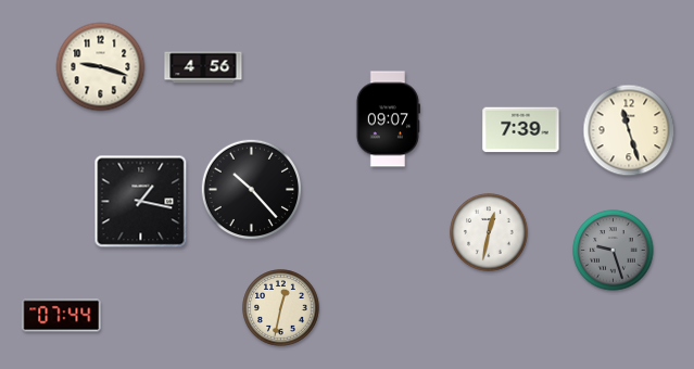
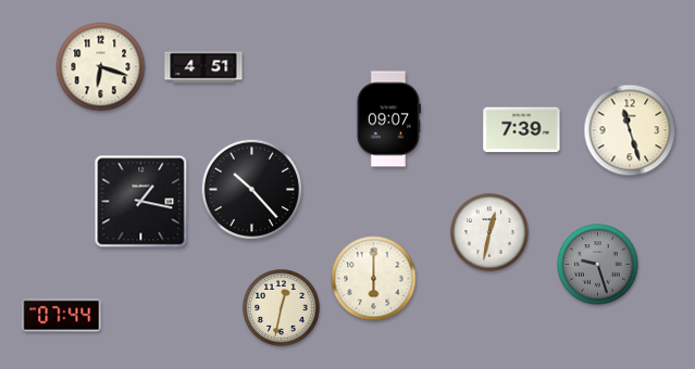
clock at (101, 67): 9:18 -> 6:18
clock at (203, 67): 4:56 -> 4:51
clock at (614, 251) position: (614, 251) -> (598, 265)
clock at (374, 279): none -> 6:00
